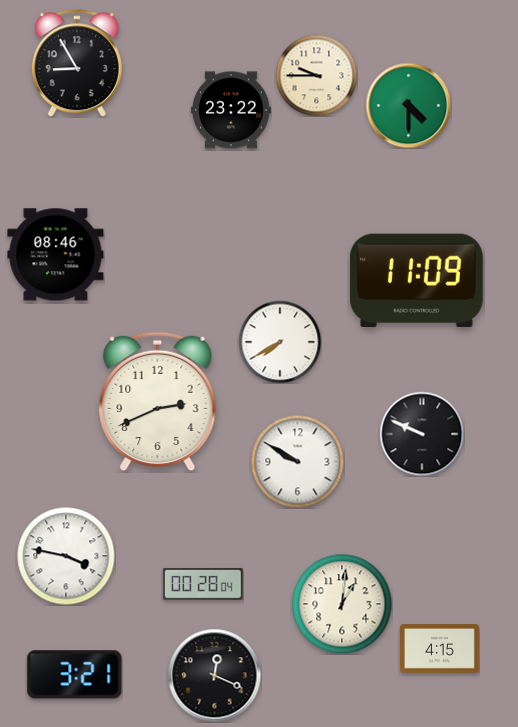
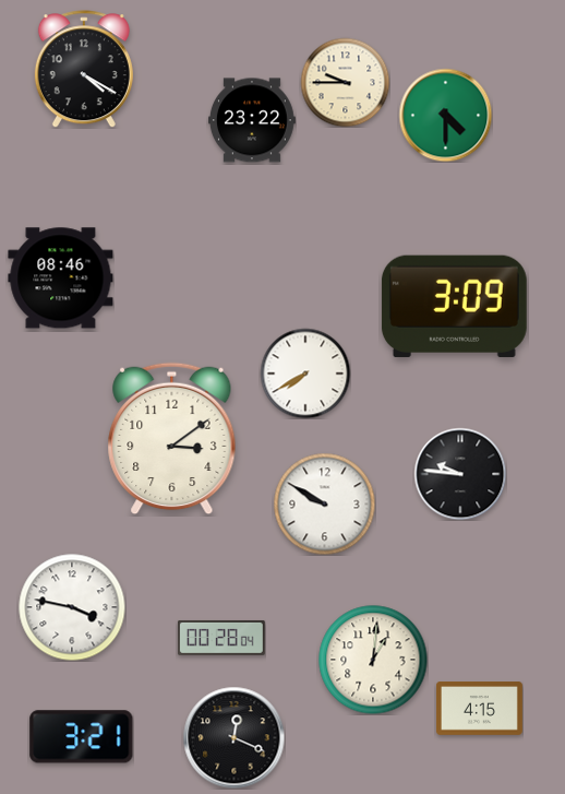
clock at (77, 63): 8:55 -> 4:20
clock at (416, 280): 11:09 -> 3:09
clock at (158, 402): 2:41 -> 3:09
clock at (422, 434): 9:49 -> 9:46
